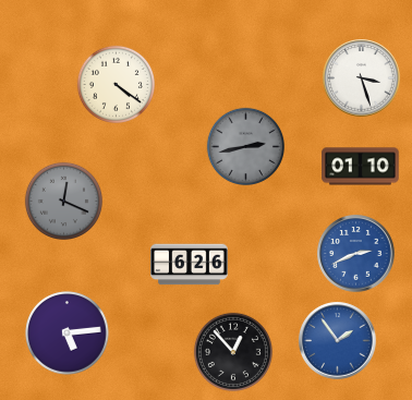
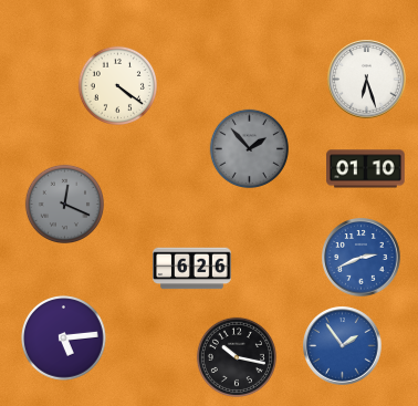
clock at (362, 78): 3:27 -> 6:27
clock at (245, 146): 2:43 -> 1:53
clock at (68, 334) position: (68, 334) -> (64, 339)
clock at (233, 352): 12:53 -> 10:17
